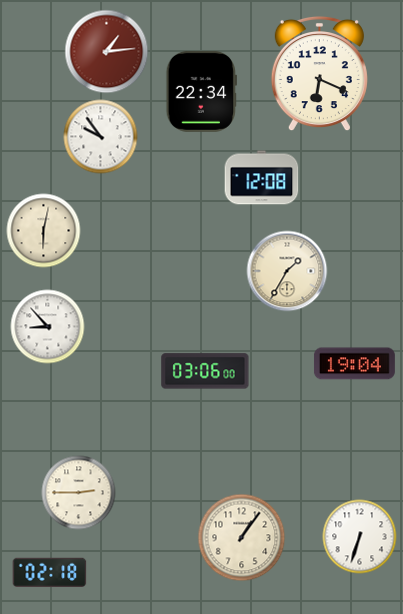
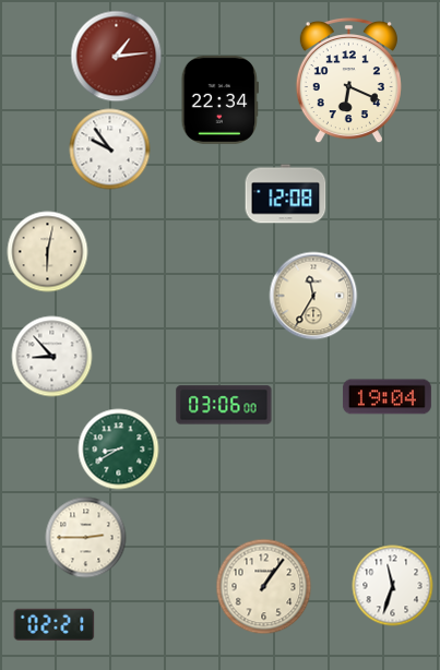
clock at (287, 271): 1:35 -> 11:35
clock at (119, 450): none -> 8:40
clock at (360, 537): 6:33 -> 11:33
clock at (50, 572): 02:18 -> 02:21
